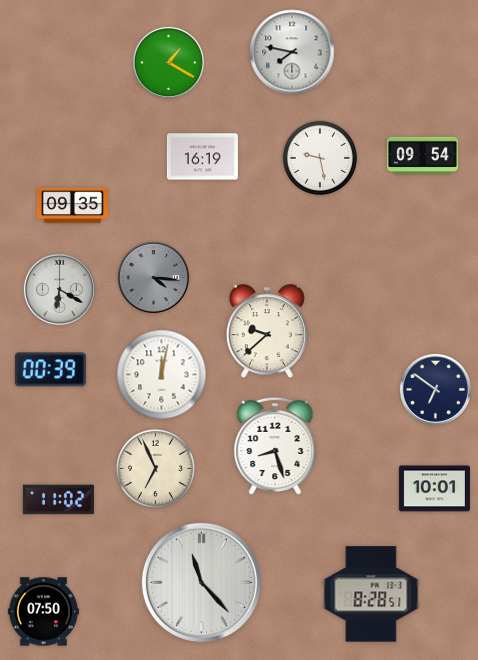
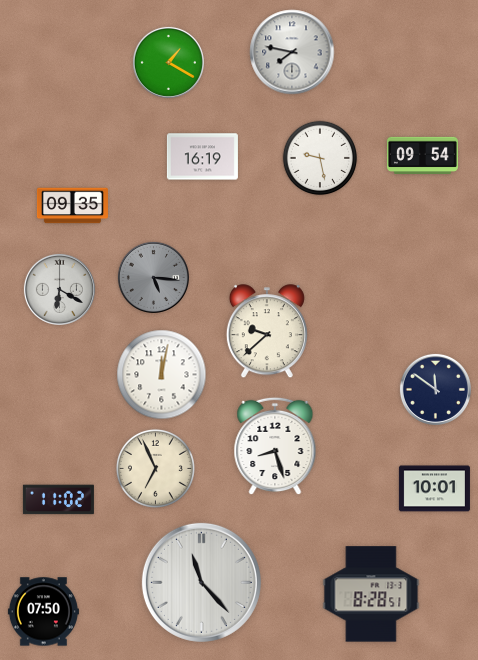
clock at (153, 277): 4:16 -> 5:16
clock at (50, 370): 00:39 -> none
clock at (435, 389): 6:51 -> 11:51
